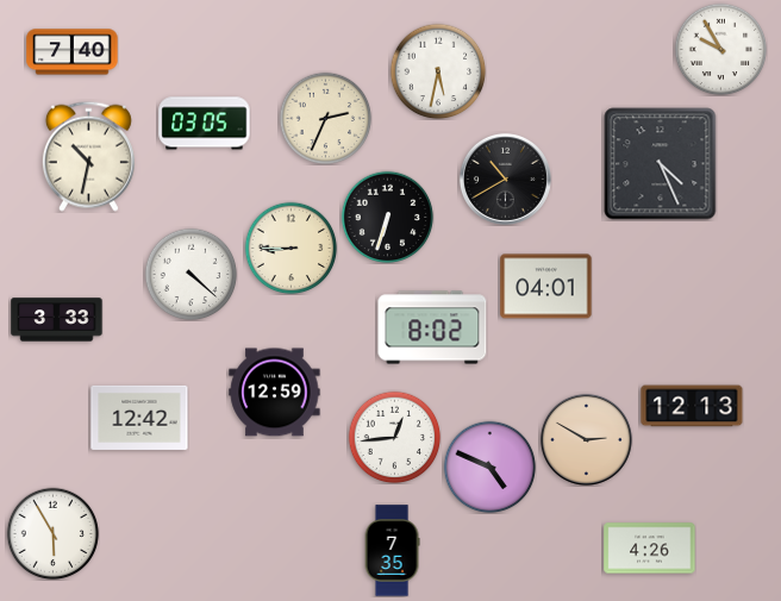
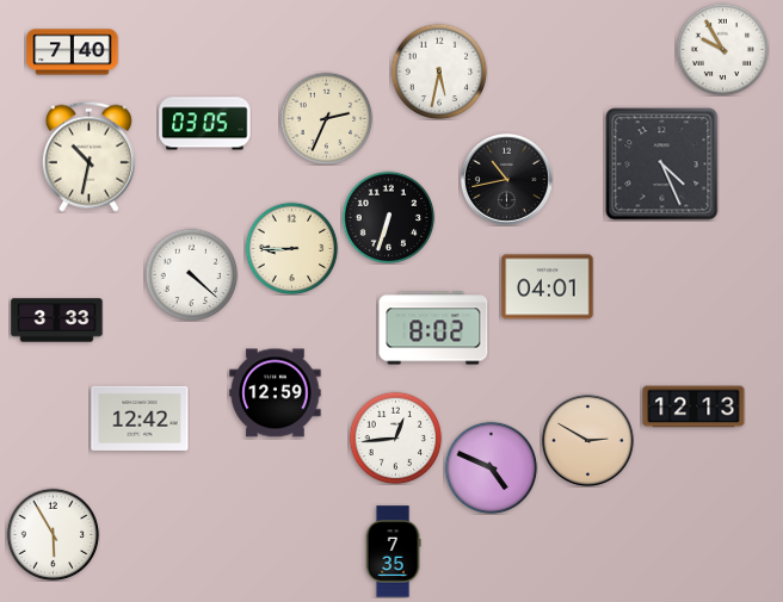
clock at (505, 179): 10:40 -> 10:43
clock at (650, 549): 4:26 -> none
